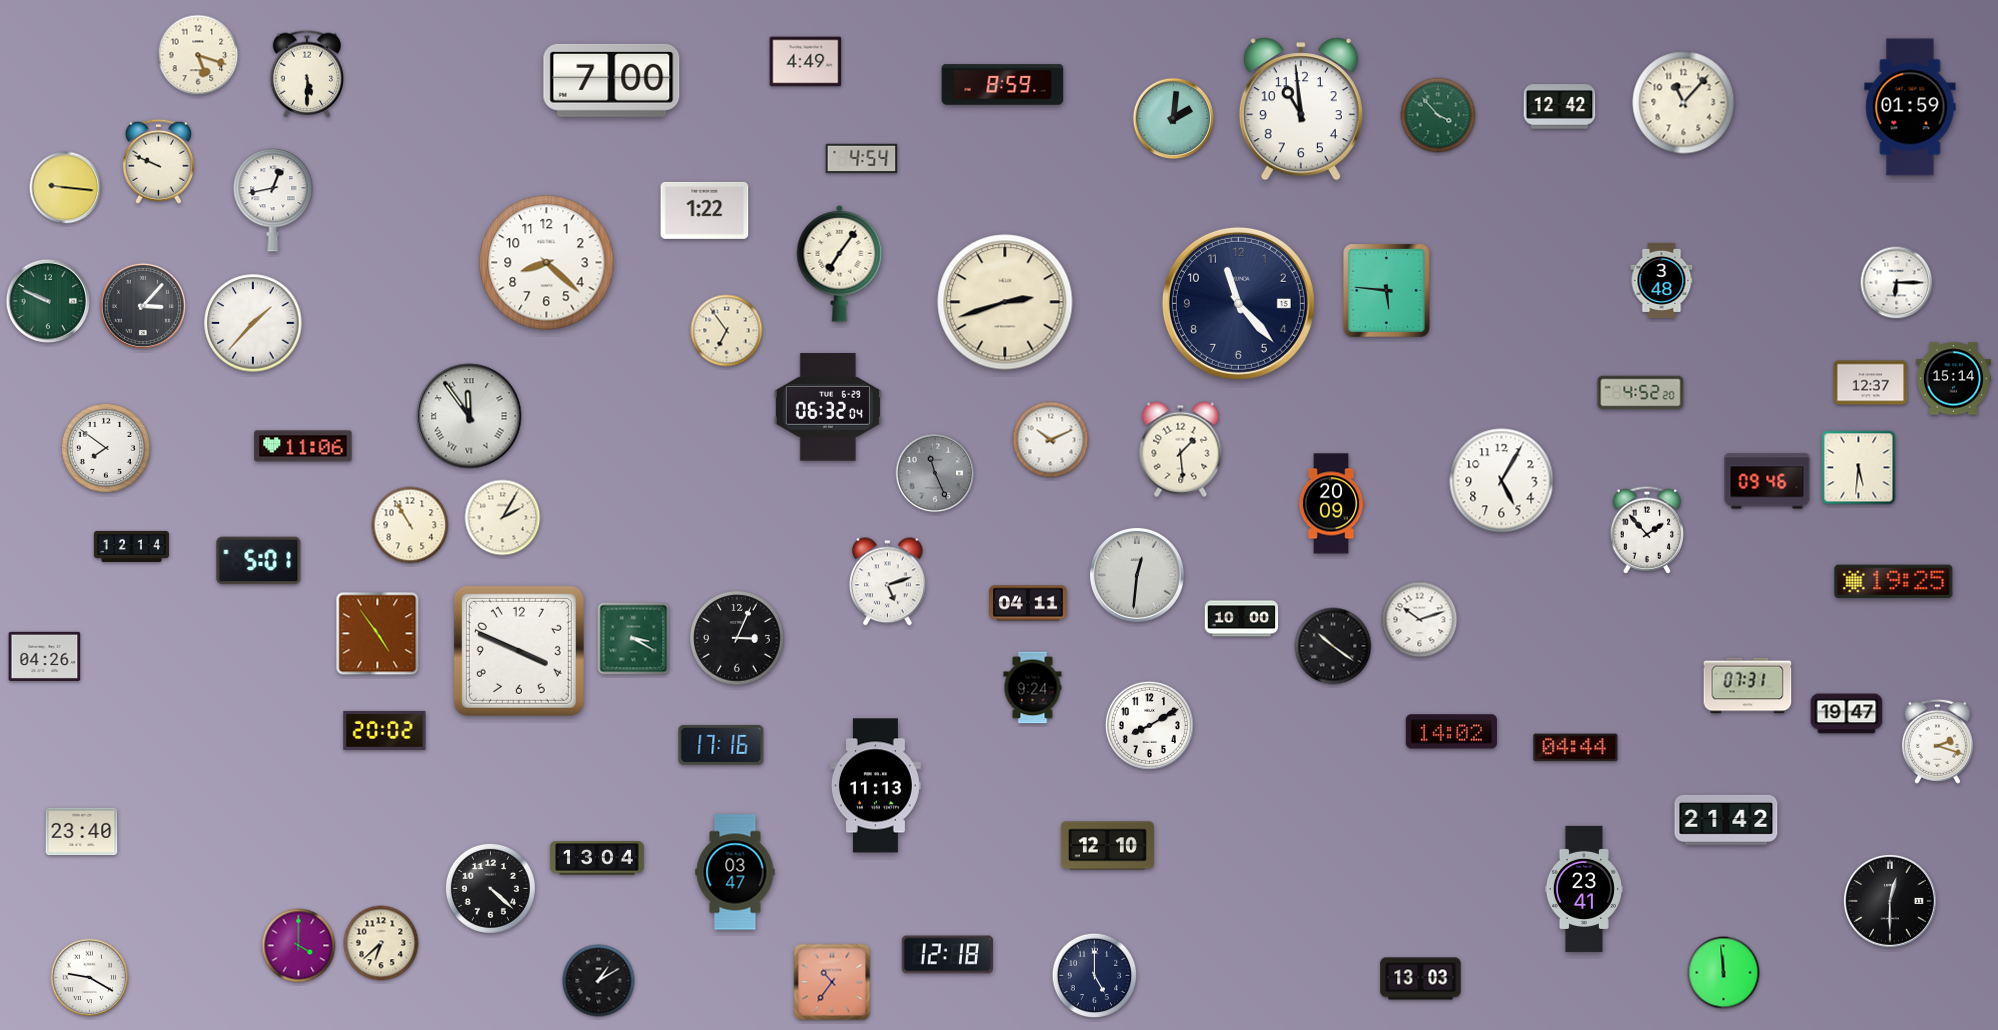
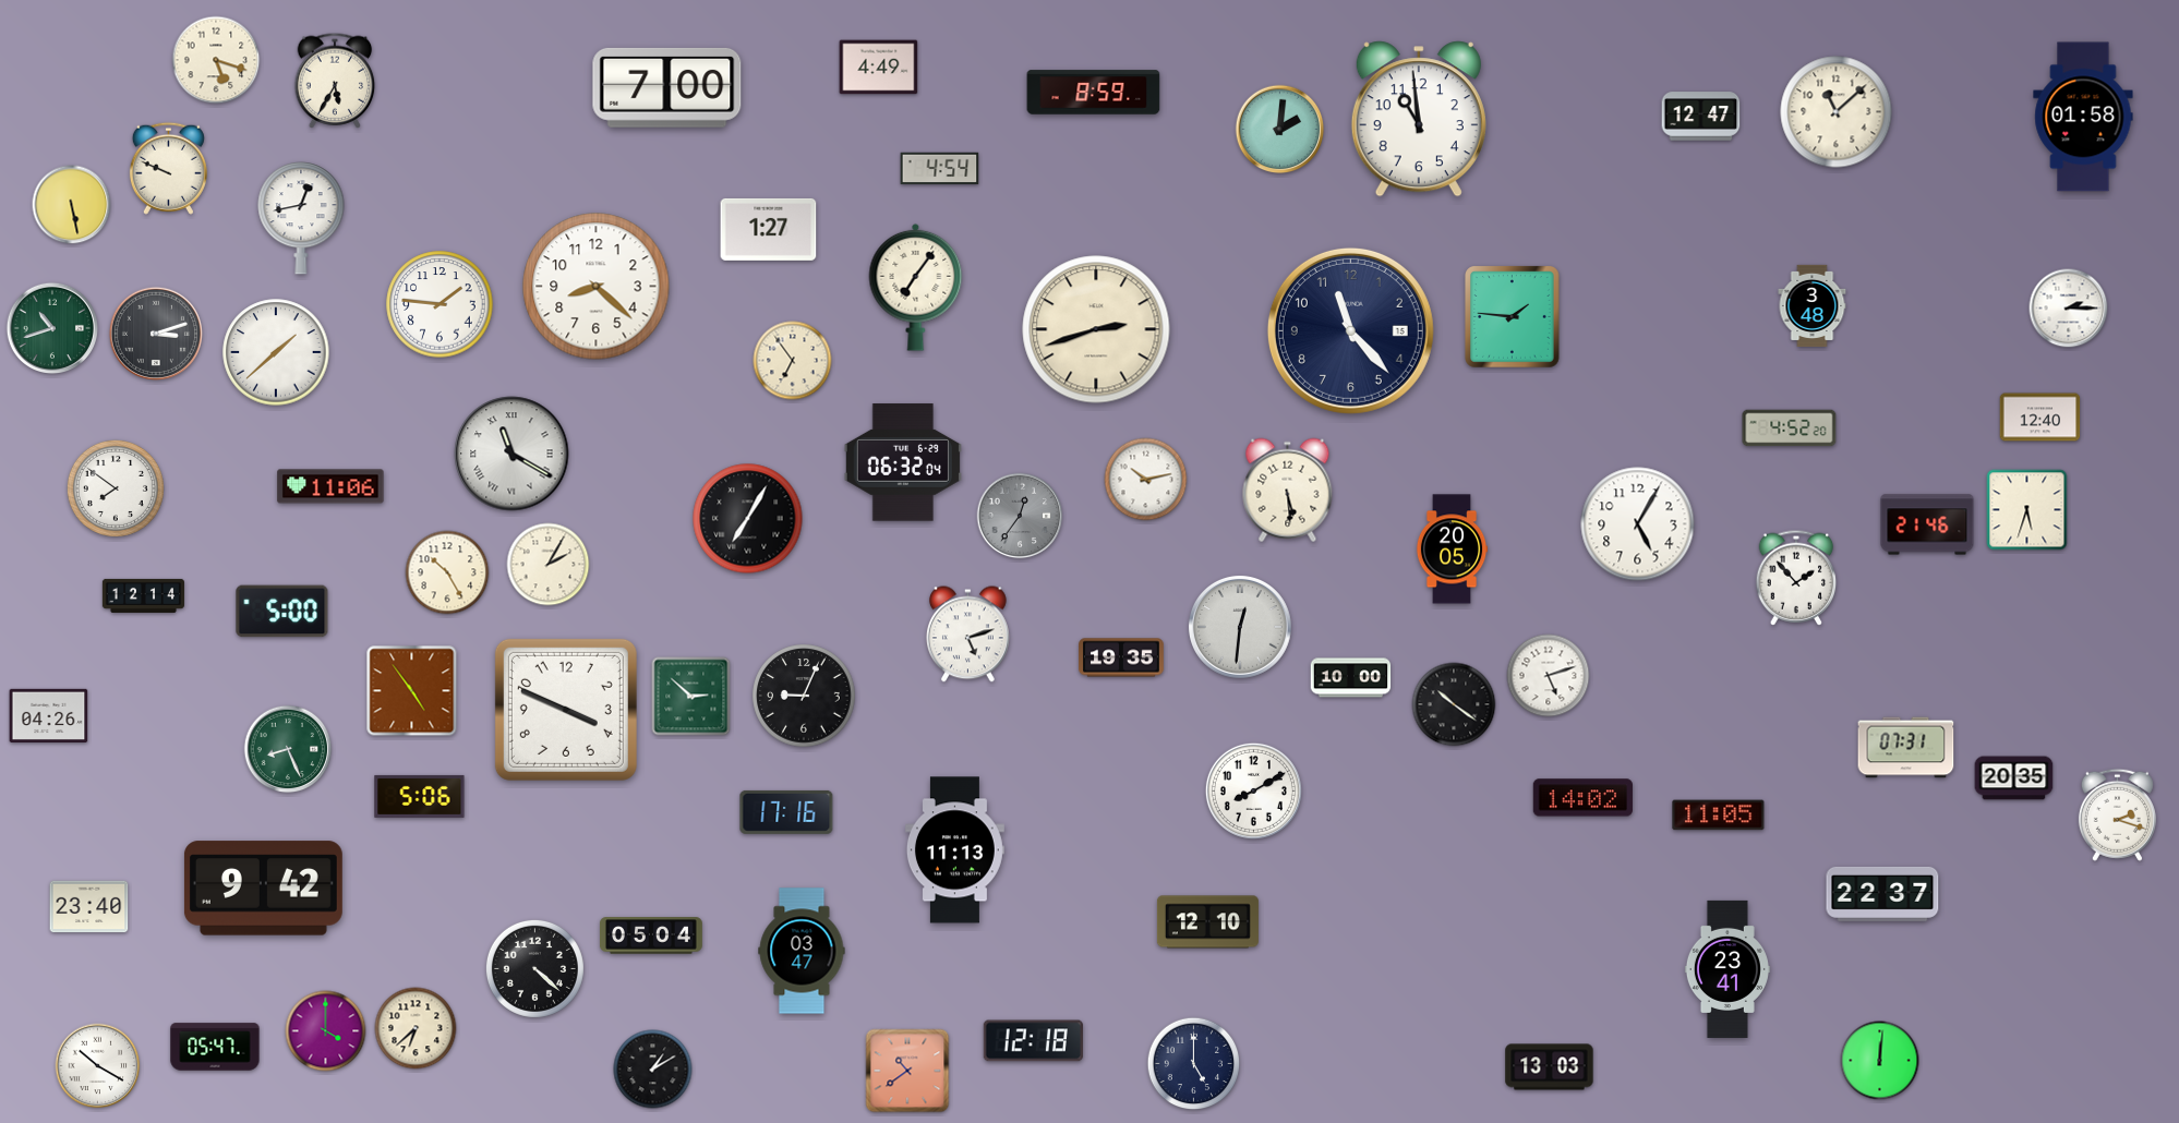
clock at (307, 74): 5:30 -> 5:35
clock at (1684, 103): 11:07 -> 11:08
clock at (1560, 107): 12:42 -> 12:47
clock at (1910, 107): 01:59 -> 01:58
clock at (1438, 115): 3:53 -> none
clock at (862, 159) position: (862, 159) -> (940, 169)
clock at (158, 161) position: (158, 161) -> (168, 168)
clock at (66, 188): 9:16 -> 5:28
clock at (273, 200) position: (273, 200) -> (301, 218)
clock at (705, 210): 1:22 -> 1:27
clock at (440, 304): none -> 1:46
clock at (1897, 283): 6:15 -> 2:15
clock at (1387, 291): 5:46 -> 1:46
clock at (47, 300): 9:49 -> 10:42
clock at (143, 306): 3:07 -> 3:12
clock at (253, 323): 1:37 -> 1:38
clock at (1953, 379): 15:14 -> none
clock at (1871, 383): 12:37 -> 12:40
clock at (828, 407) position: (828, 407) -> (903, 462)
clock at (469, 416): 11:54 -> 11:20
clock at (1051, 440): 10:11 -> 10:13
clock at (1181, 450): 1:29 -> 5:29
clock at (1859, 468): 5:31 -> 5:33
clock at (935, 473): 11:26 -> 12:36
clock at (748, 519): none -> 7:05
clock at (1767, 481): 09:46 -> 21:46
clock at (1331, 504): 20:09 -> 20:05
clock at (410, 525): 10:55 -> 10:25
clock at (259, 561): 5:01 -> 5:00
clock at (1894, 582): 19:25 -> none
clock at (1028, 603): 04:11 -> 19:35
clock at (1242, 619) position: (1242, 619) -> (1351, 678)
clock at (1420, 620): 10:12 -> 5:12
clock at (737, 638): 3:04 -> 9:04
clock at (634, 639): 3:20 -> 2:52
clock at (288, 749): none -> 8:26
clock at (1033, 688): 9:24 -> none
clock at (1847, 714): 19:47 -> 20:35
clock at (385, 730): 20:02 -> 5:06
clock at (1937, 741) position: (1937, 741) -> (2117, 814)
clock at (1576, 748): 04:44 -> 11:05
clock at (875, 786) position: (875, 786) -> (954, 850)
clock at (263, 889): none -> 9:42
clock at (1726, 820): 21:42 -> 22:37
clock at (597, 858): 13:04 -> 05:04
clock at (1890, 901): 12:30 -> none
clock at (215, 1047): none -> 05:47
clock at (1724, 973): 11:59 -> 12:01
clock at (90, 978): 9:20 -> 10:20
clock at (832, 982): 10:36 -> 10:39
